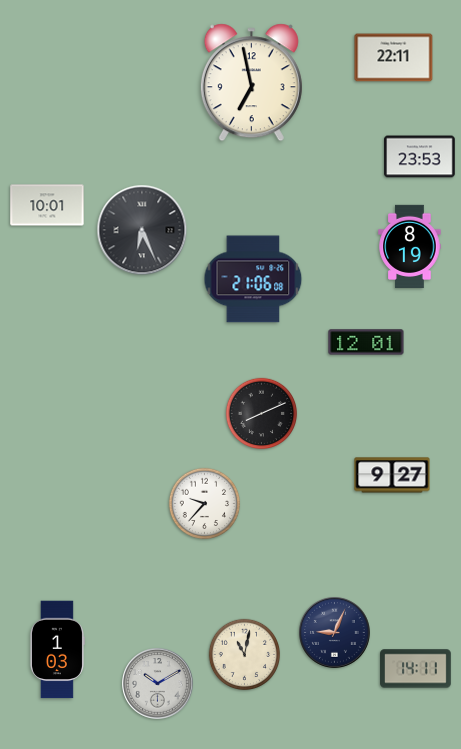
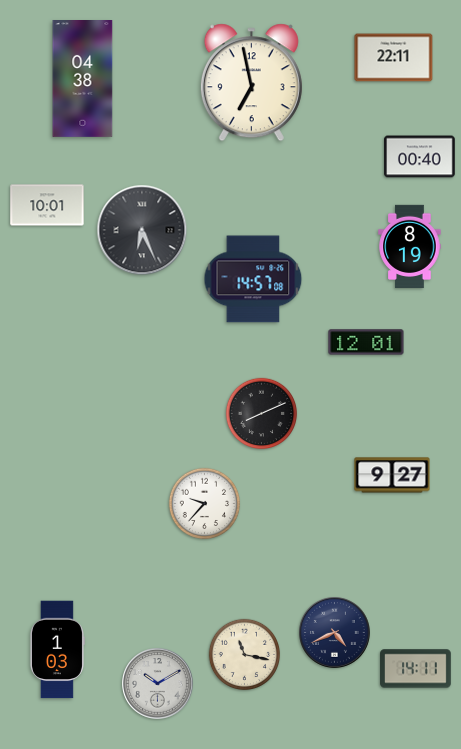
clock at (83, 79): none -> 04:38
clock at (420, 157): 23:53 -> 00:40
clock at (253, 279): 21:06 -> 14:57
clock at (335, 633): 9:04 -> 4:41
clock at (245, 655): 11:02 -> 11:17
